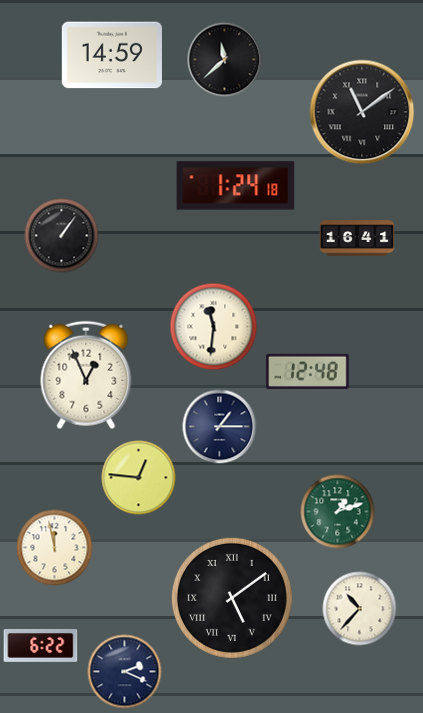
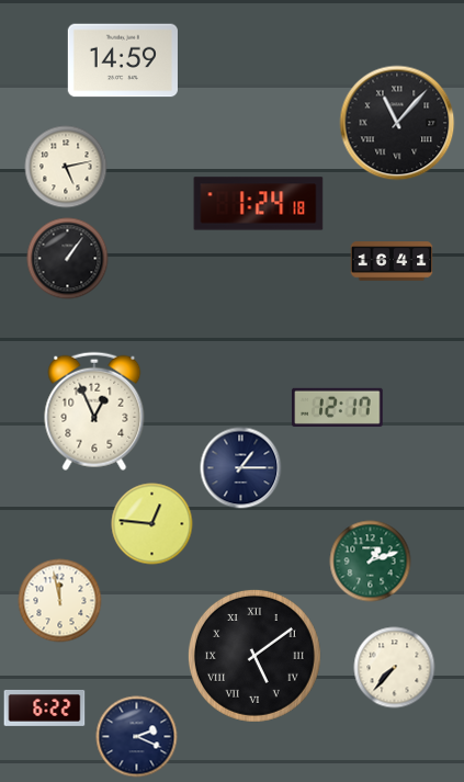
clock at (225, 60): 11:38 -> none
clock at (362, 112): 11:09 -> 11:07
clock at (66, 167): none -> 5:13
clock at (214, 327): 11:31 -> none
clock at (308, 371): 12:48 -> 12:17
clock at (360, 609): 10:37 -> 7:37
